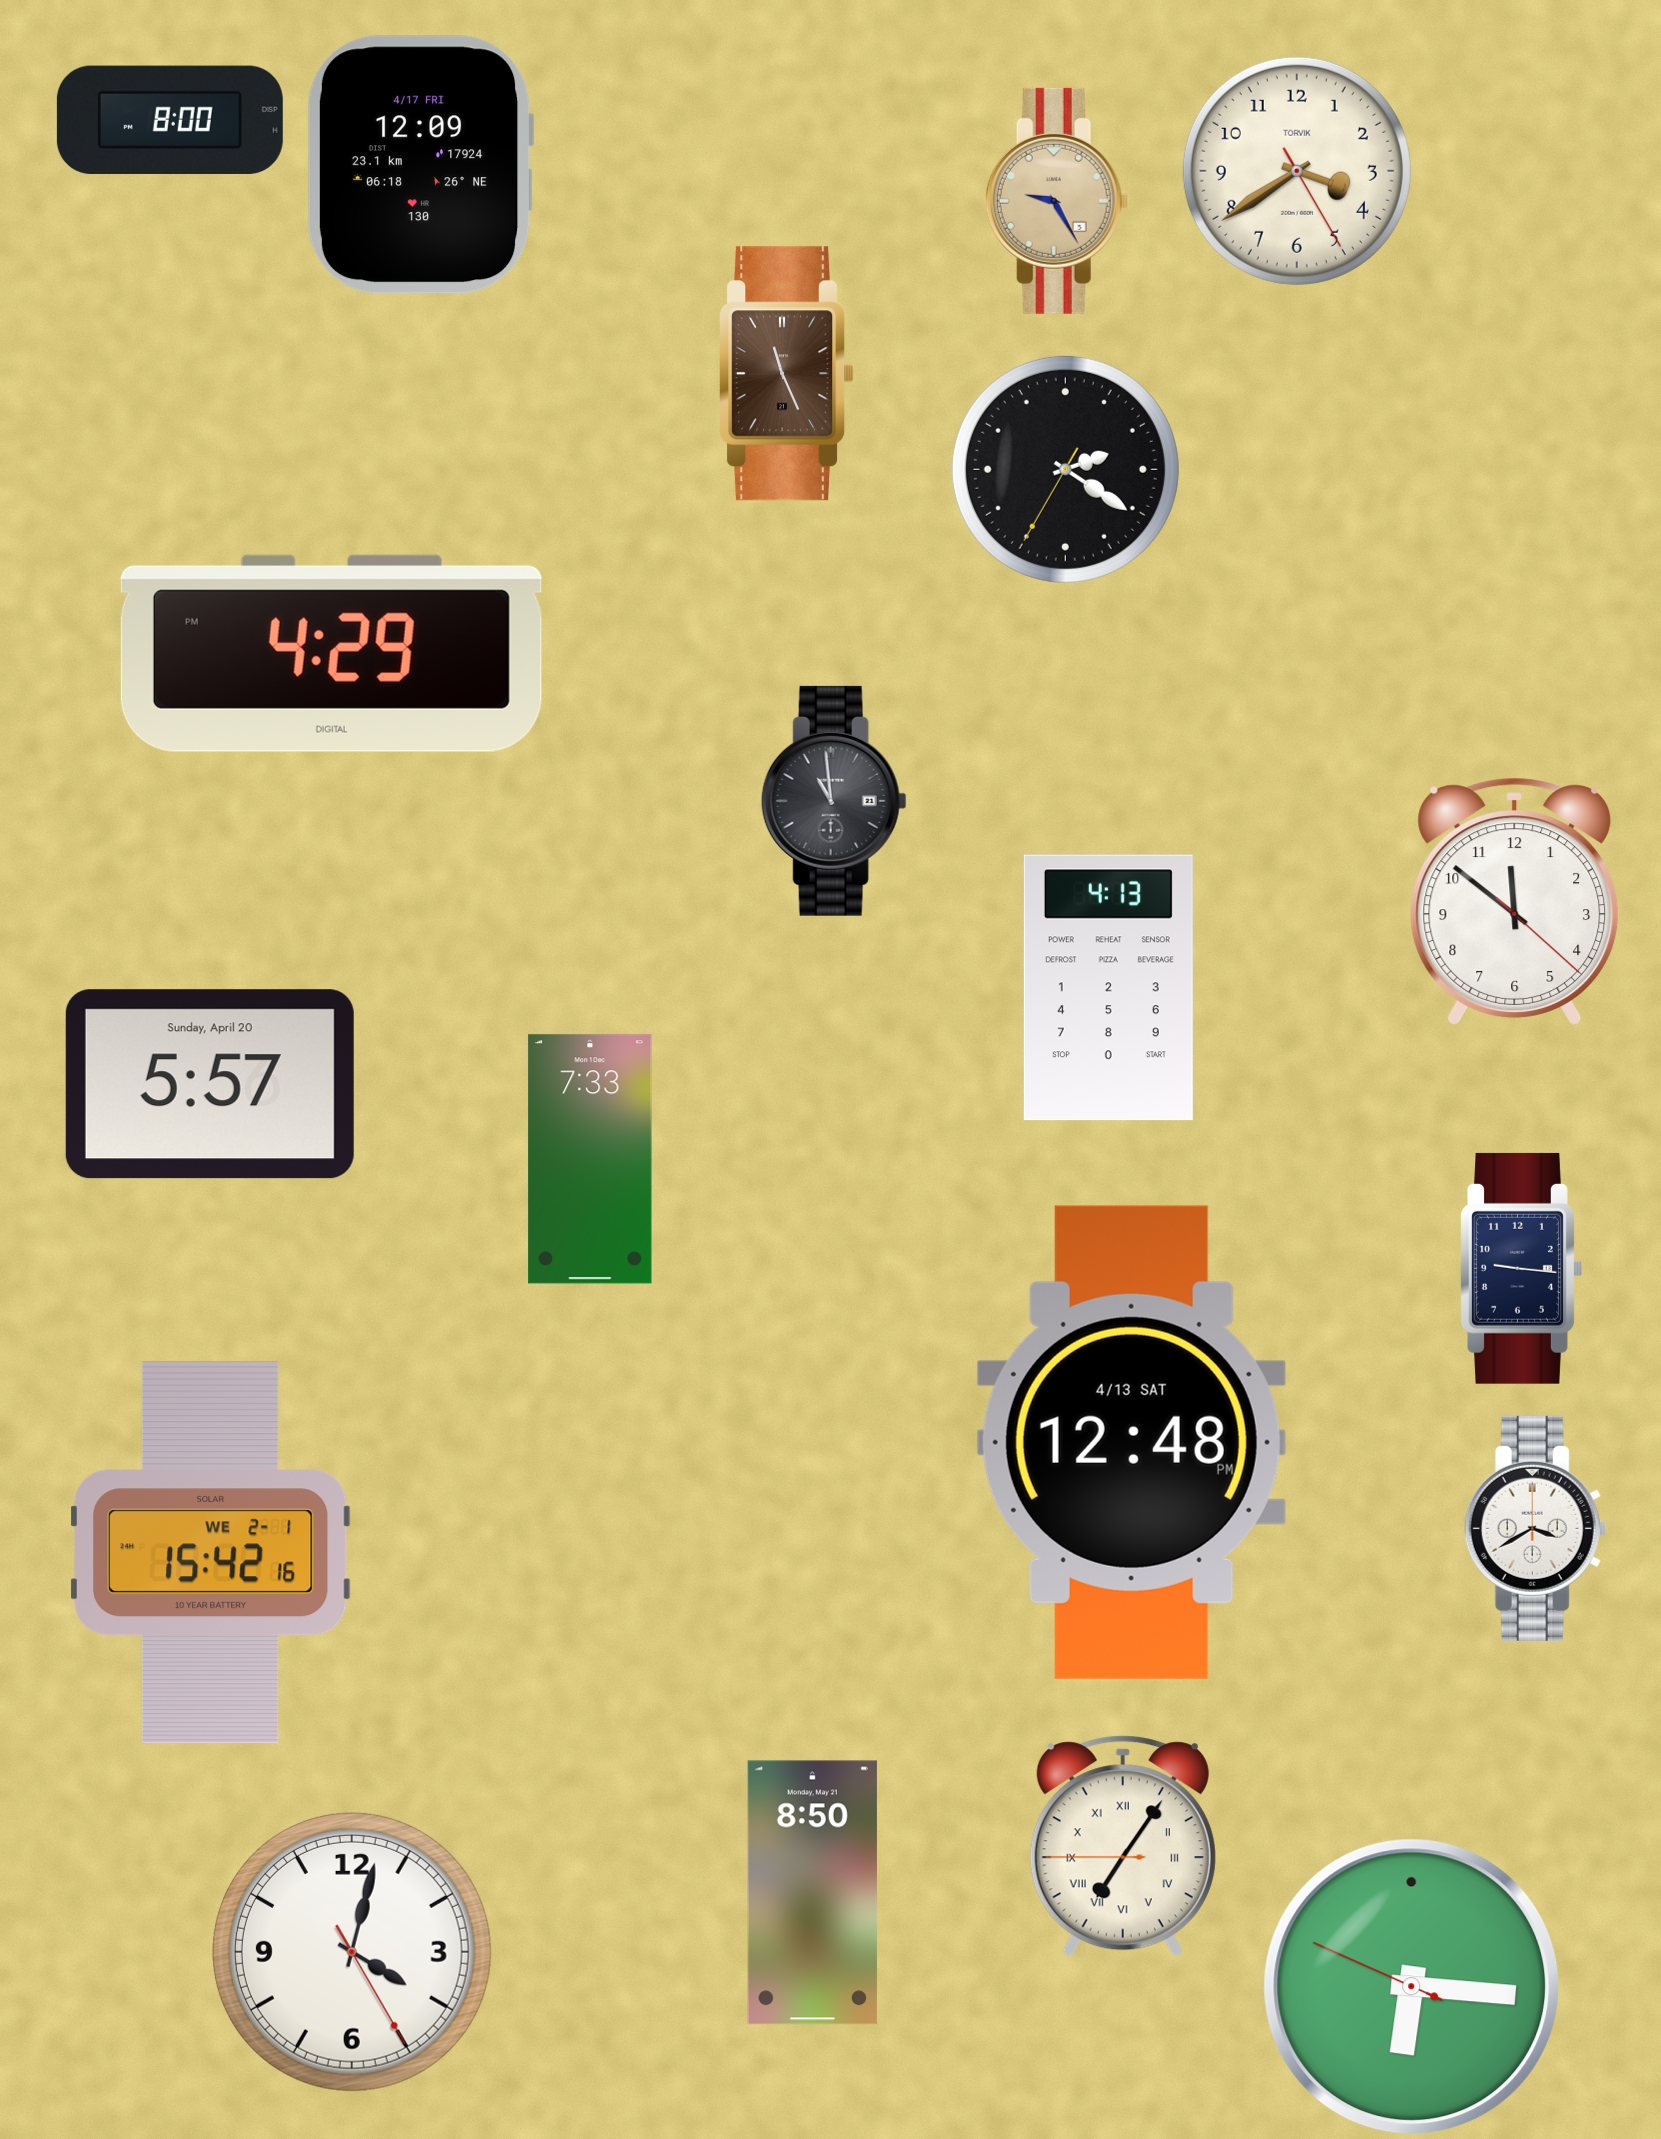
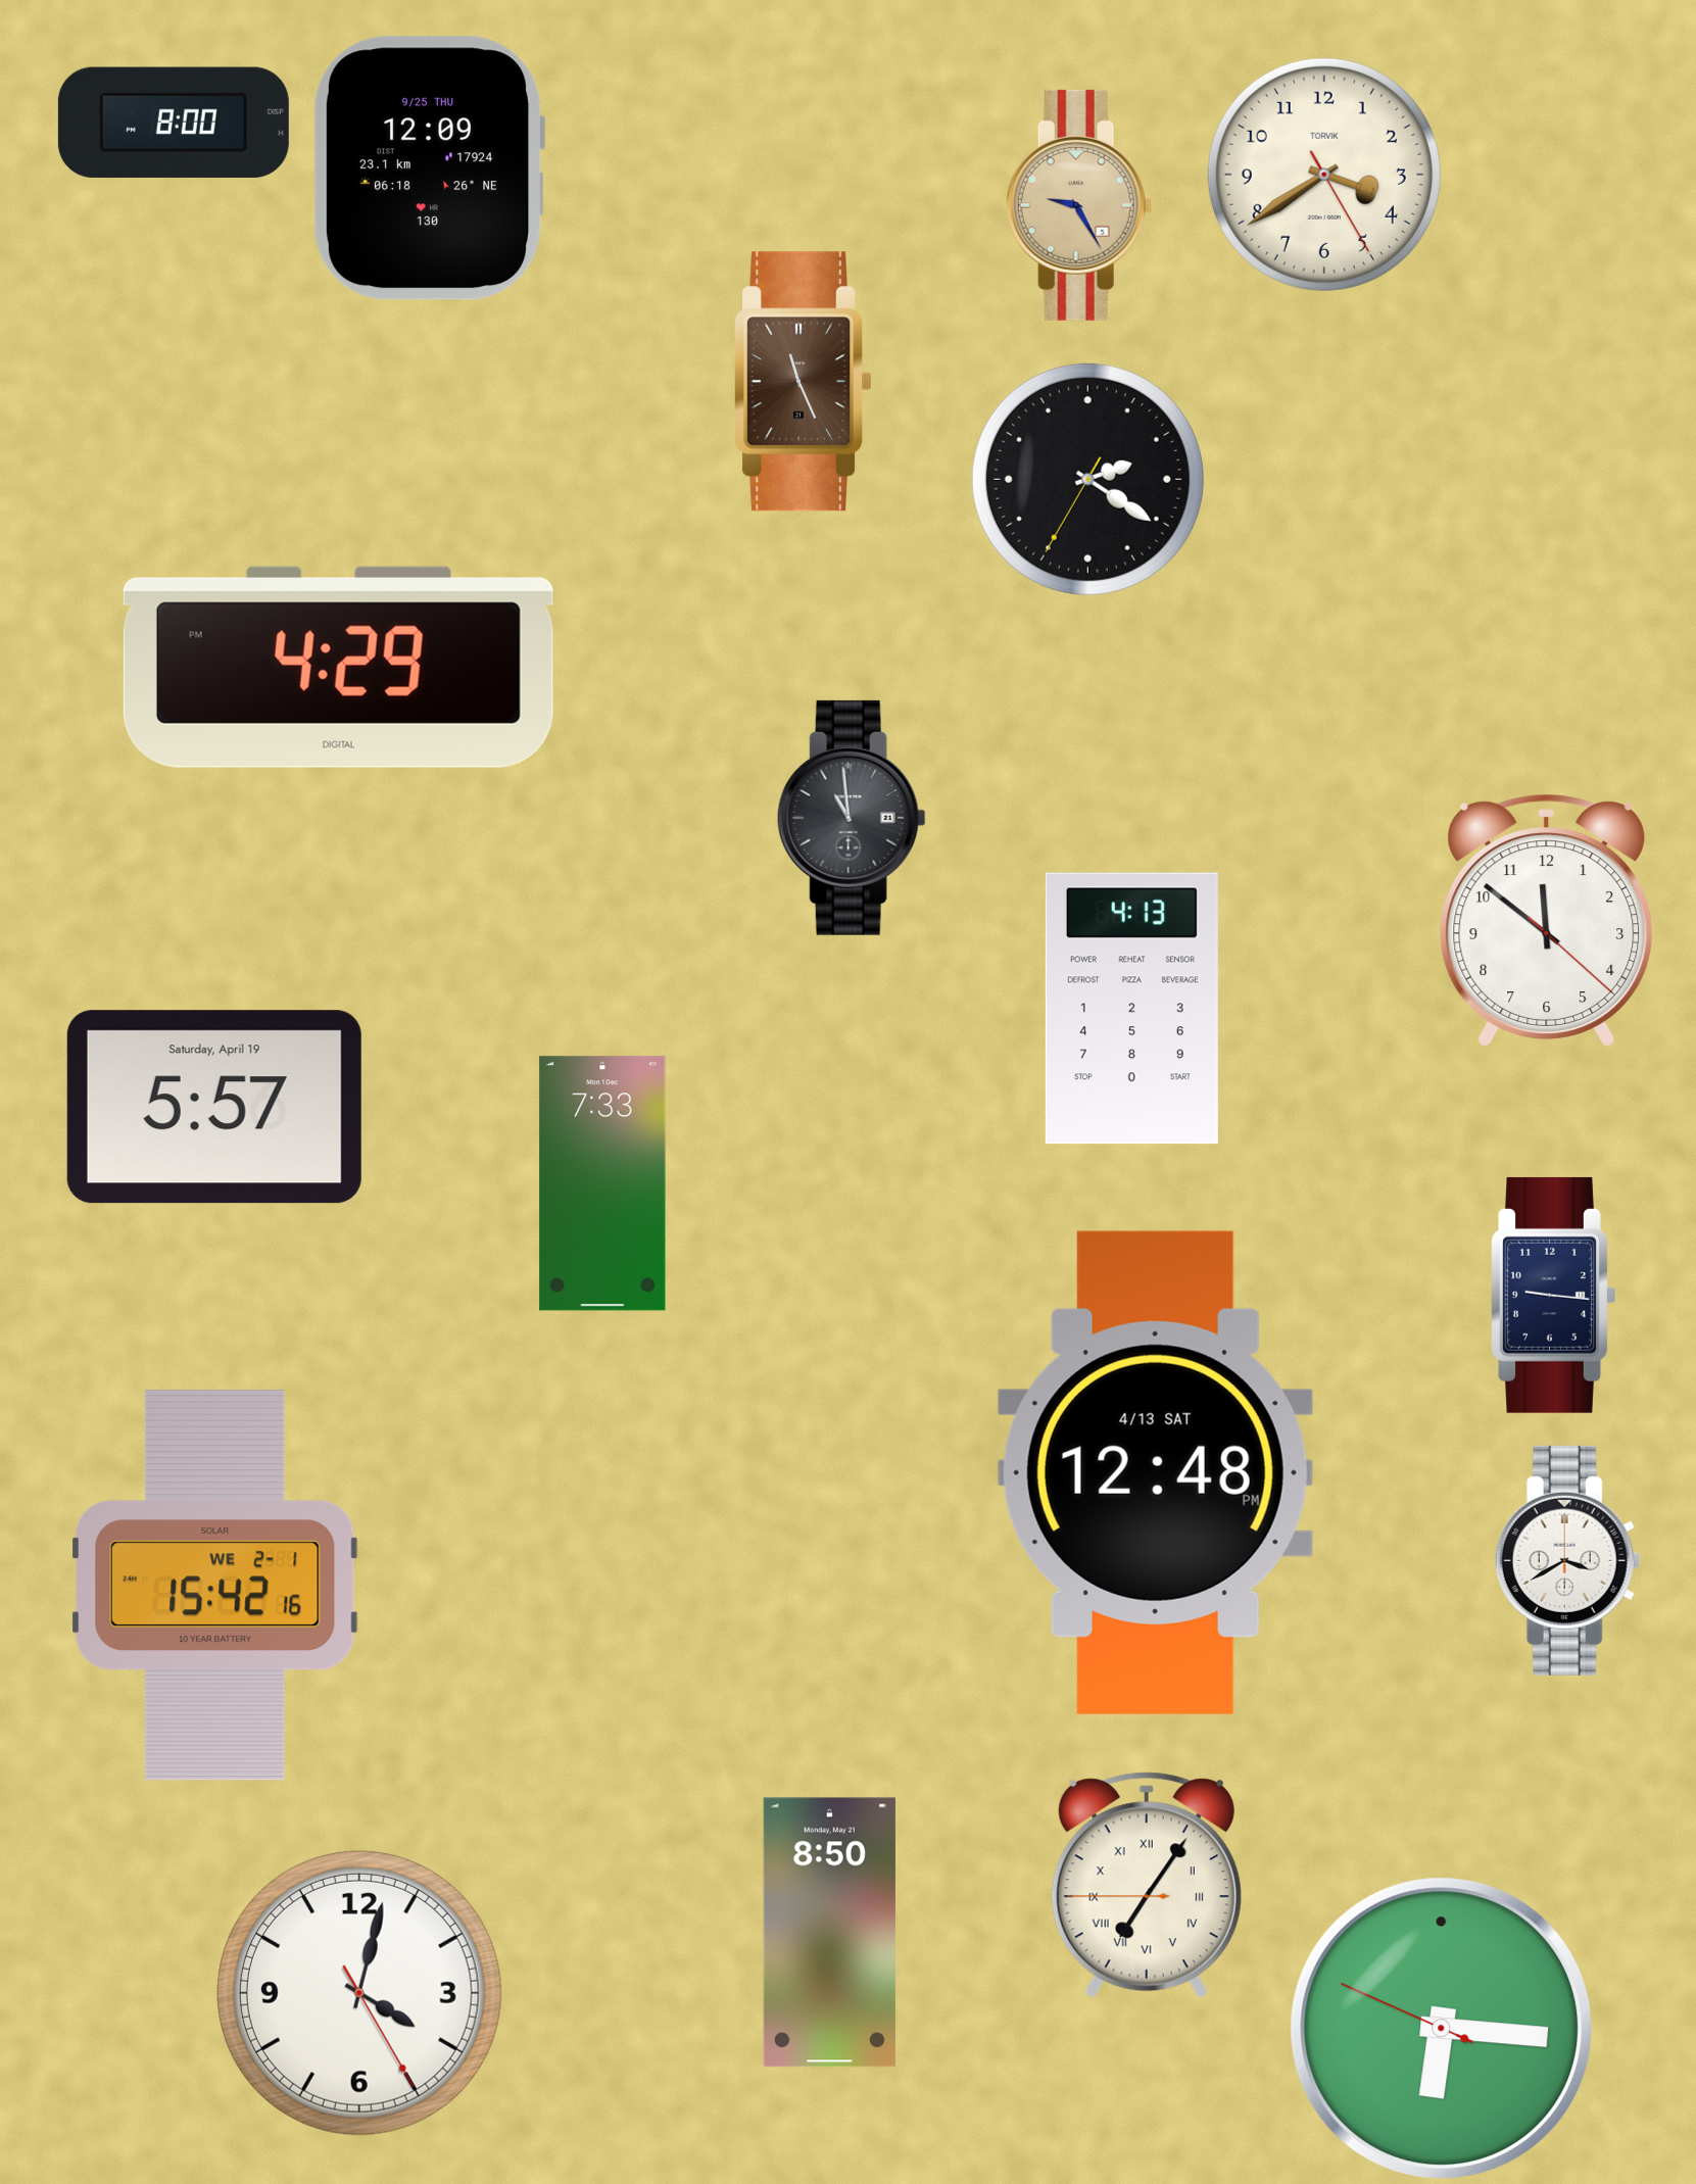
clock at (420, 165) date: 4/17 FRI -> 9/25 THU
clock at (210, 1084) date: Sunday, April 20 -> Saturday, April 19
